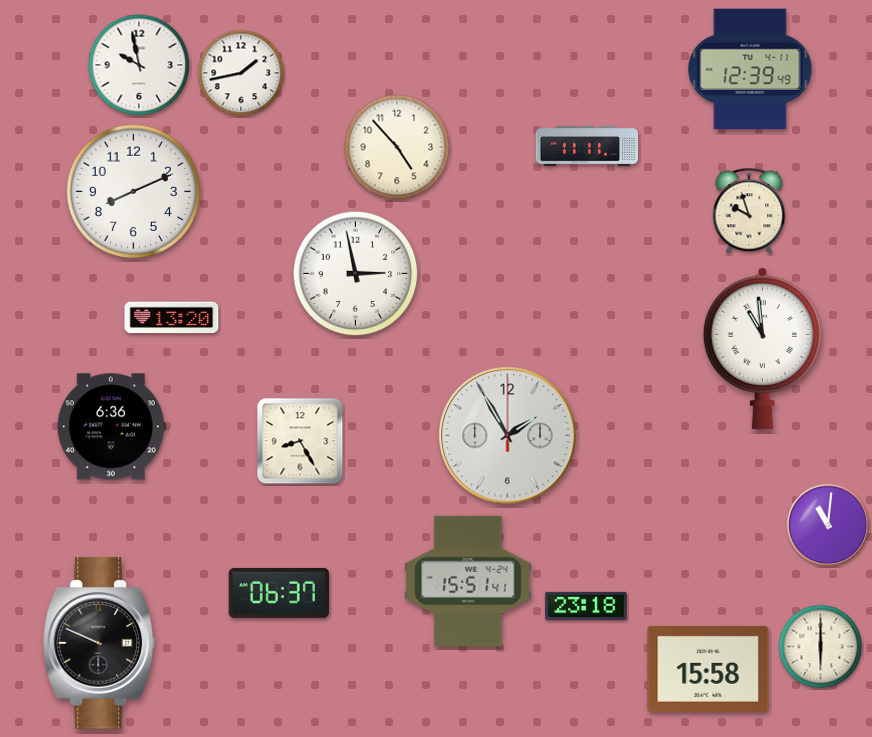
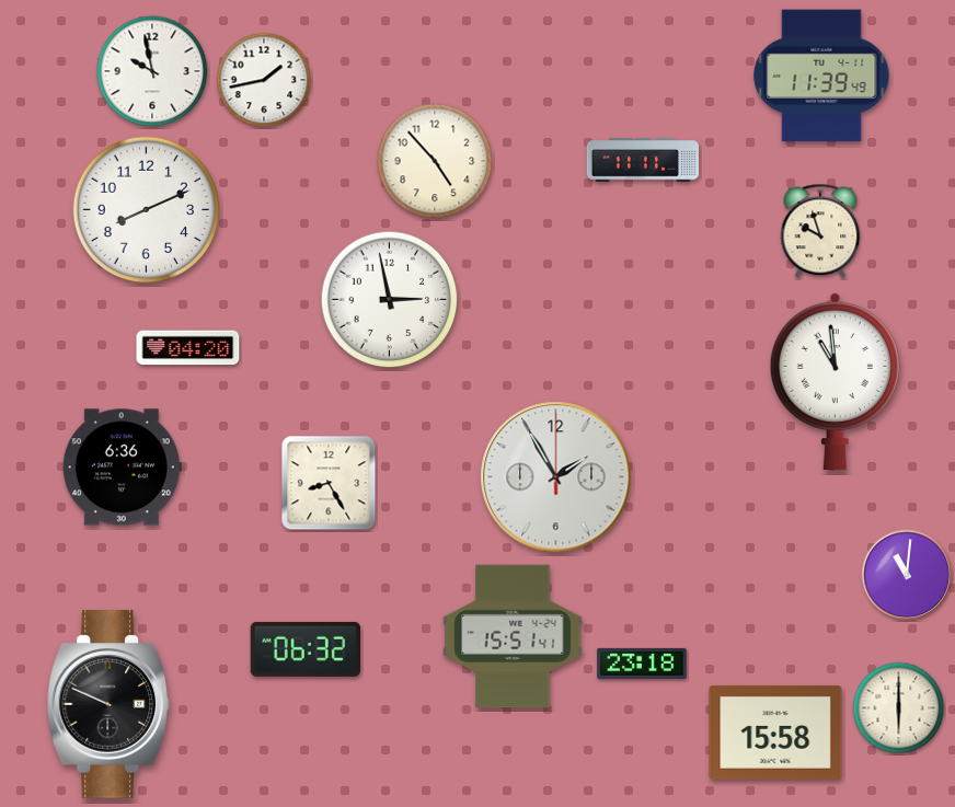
clock at (750, 69): 12:39 -> 11:39
clock at (172, 318): 13:20 -> 04:20
clock at (279, 593): 06:37 -> 06:32
